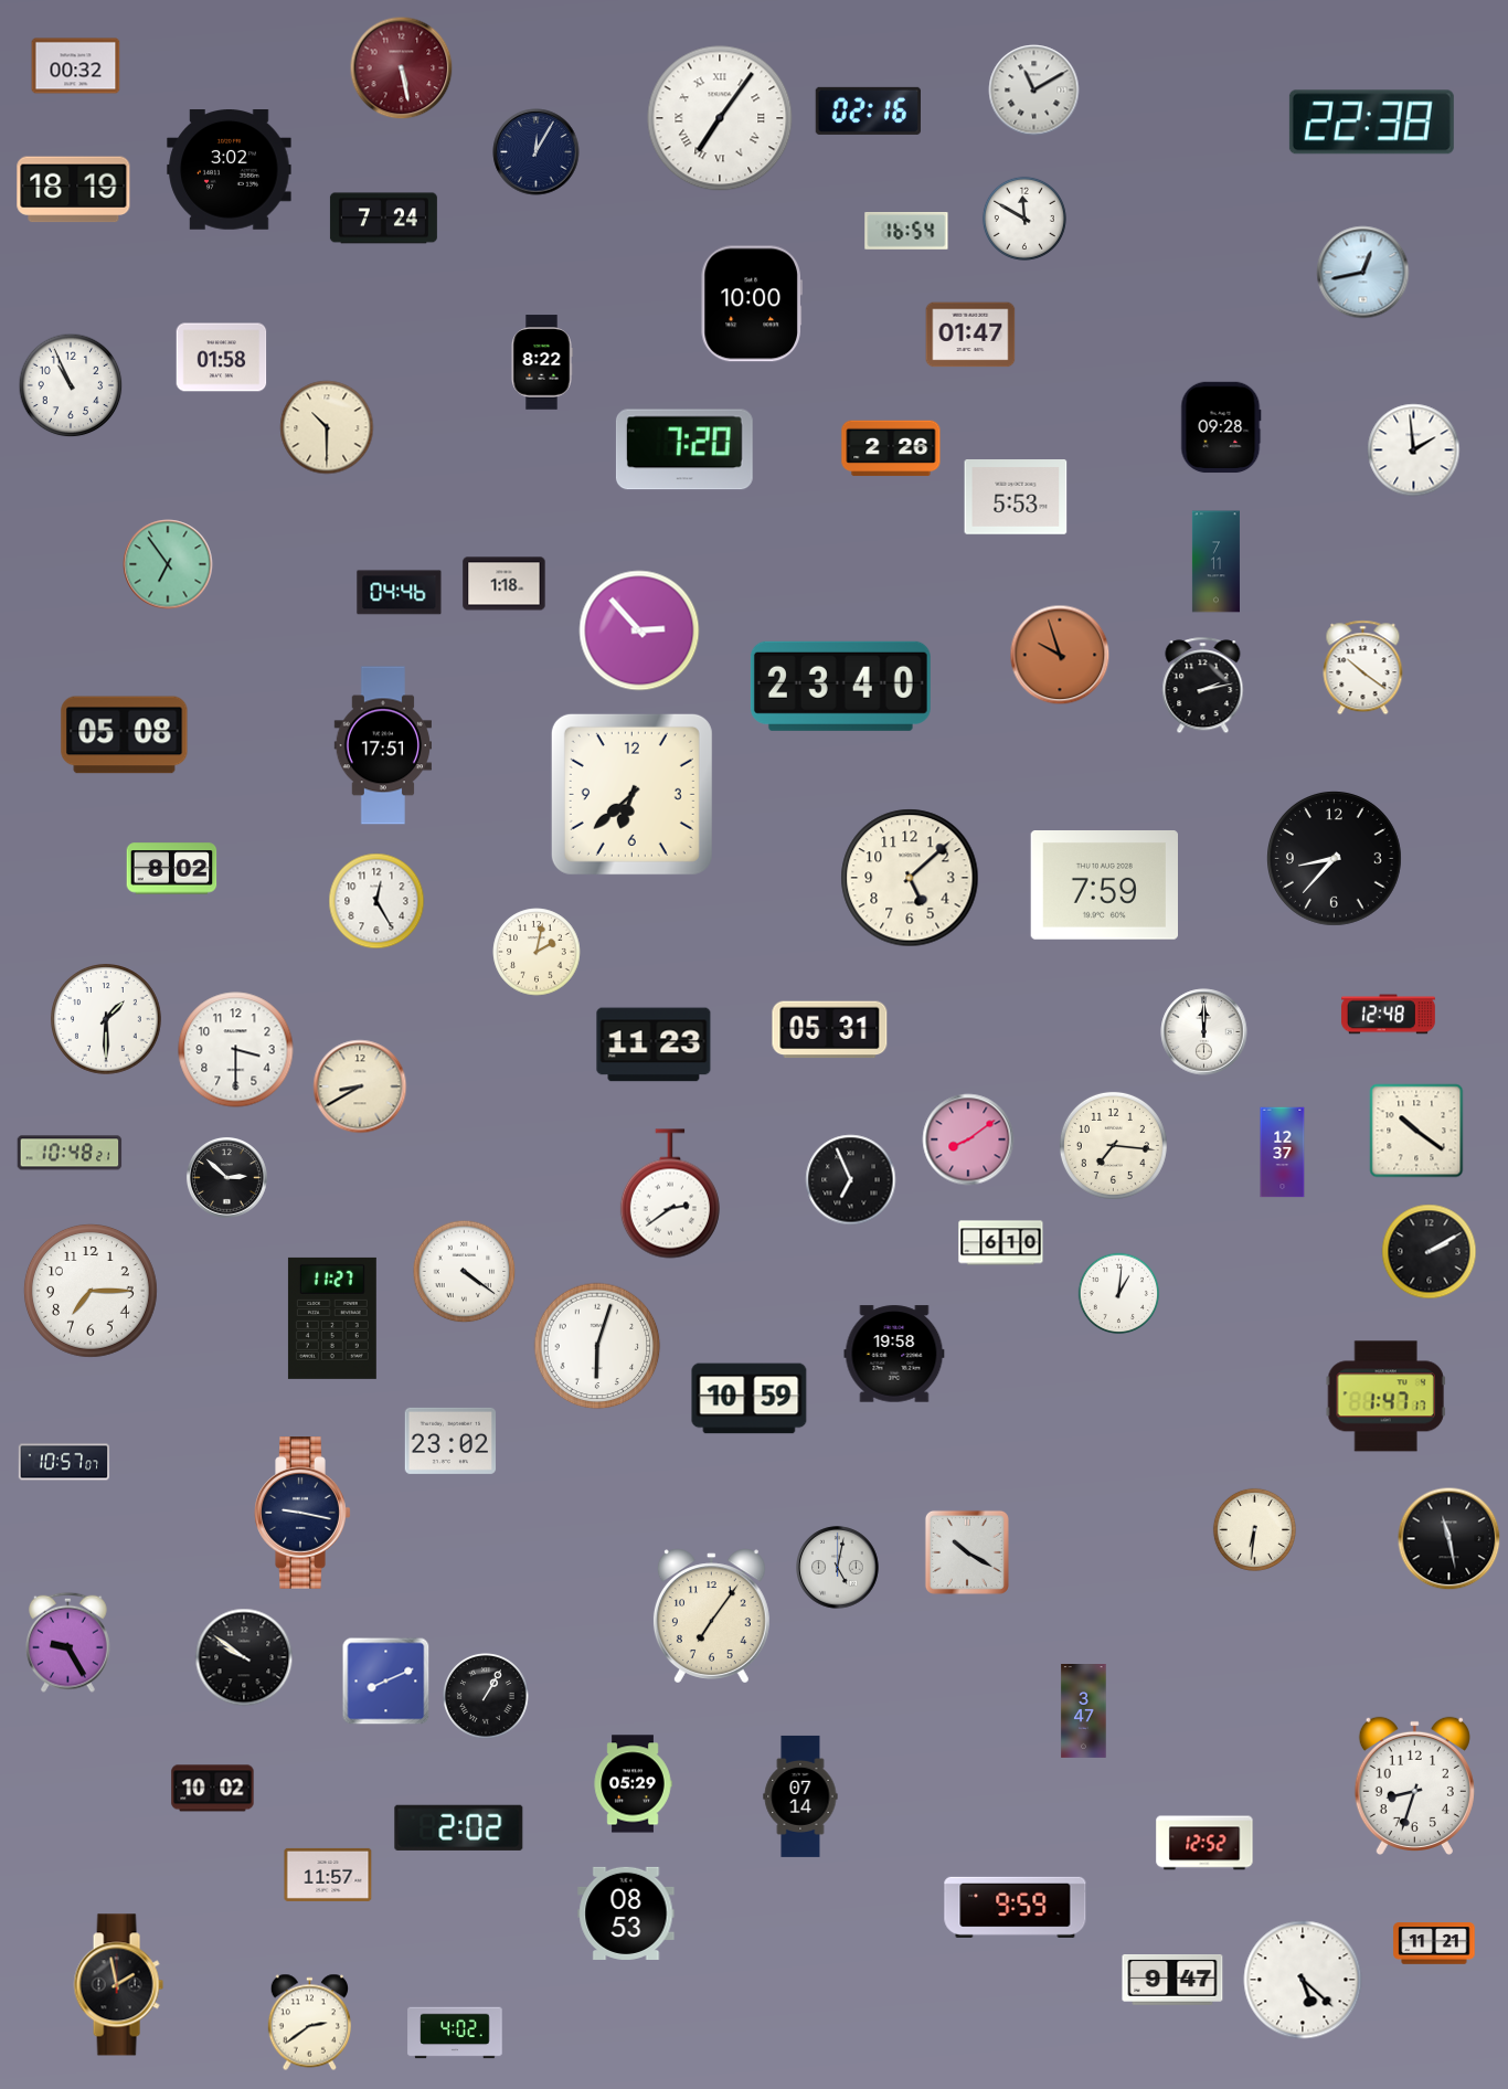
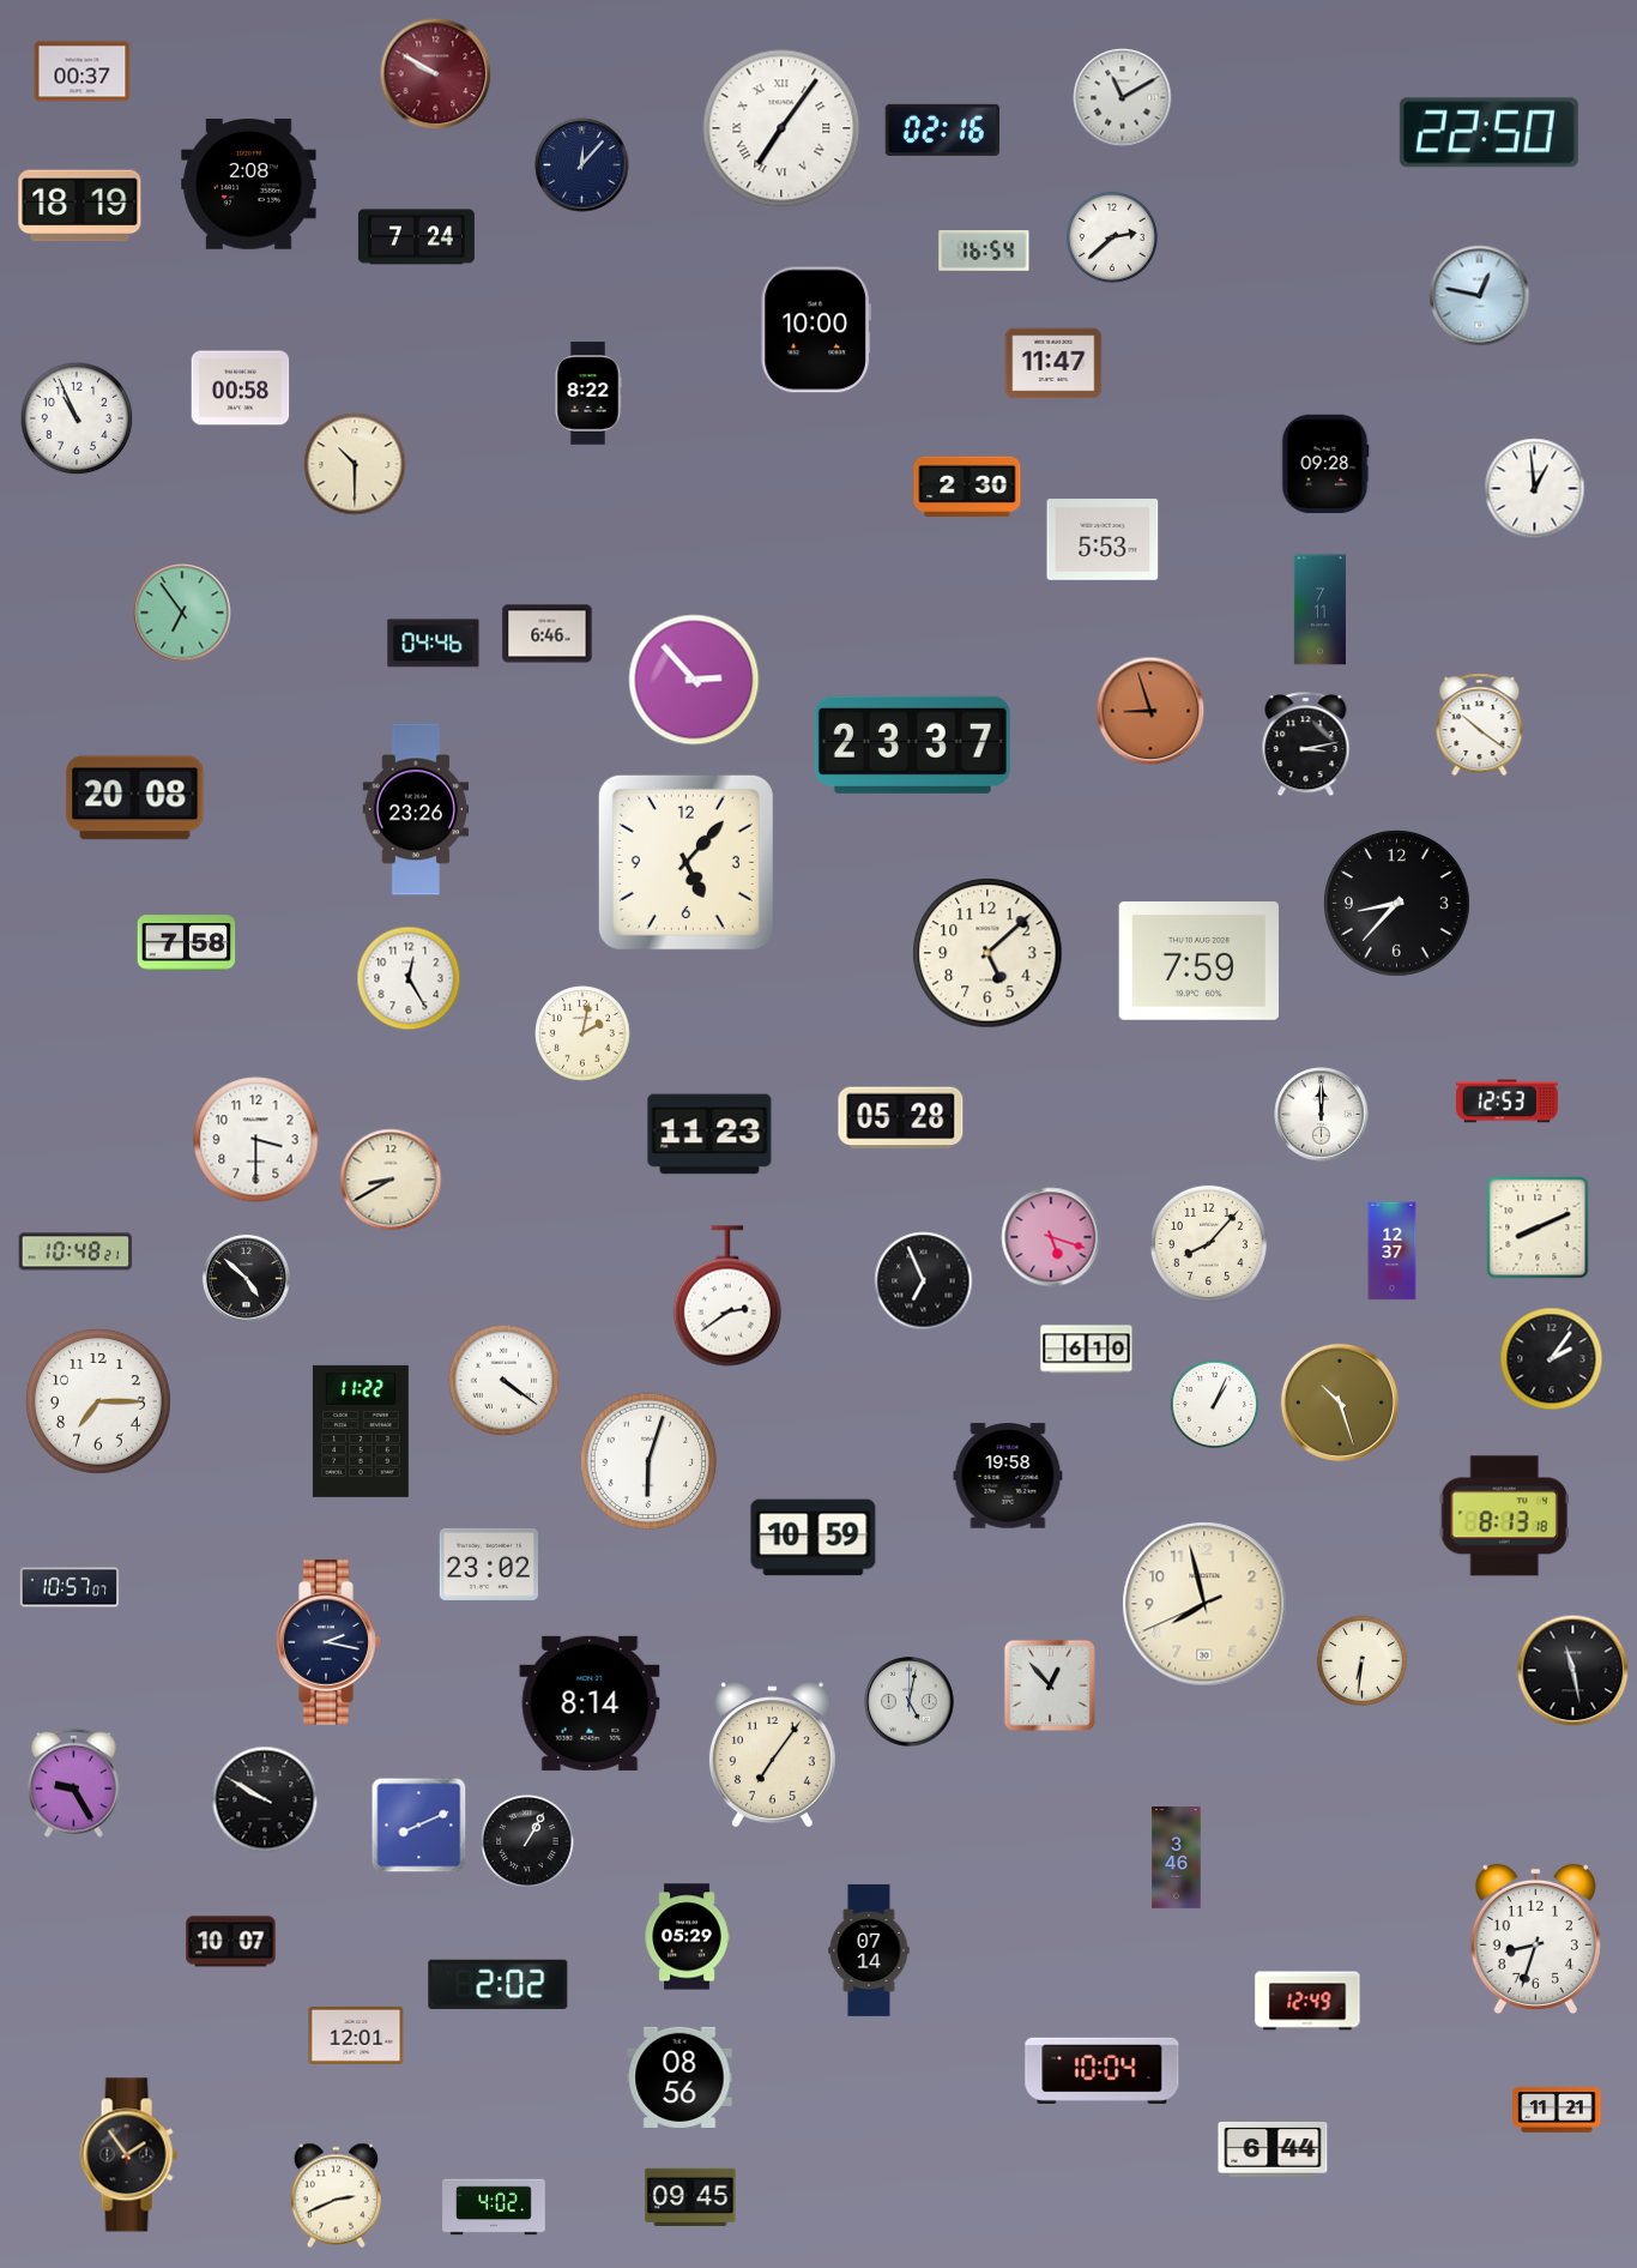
clock at (76, 66): 00:32 -> 00:37
clock at (402, 68): 5:28 -> 9:50
clock at (868, 110) position: (868, 110) -> (942, 129)
clock at (1371, 123): 22:38 -> 22:50
clock at (537, 152): 12:05 -> 12:07
clock at (230, 170): 3:02 -> 2:08
clock at (1024, 219): 11:50 -> 2:38
clock at (1363, 273): 12:43 -> 12:47
clock at (970, 335): 01:47 -> 11:47
clock at (222, 358): 01:58 -> 00:58
clock at (891, 448): 2:26 -> 2:30
clock at (684, 449): 7:20 -> none
clock at (1414, 450): 1:59 -> 12:59
clock at (505, 584): 1:18 -> 6:46
clock at (639, 630) position: (639, 630) -> (694, 680)
clock at (1060, 655): 9:57 -> 8:57
clock at (840, 686): 23:40 -> 23:37
clock at (1203, 686): 2:13 -> 3:13
clock at (125, 735): 05:08 -> 20:08
clock at (382, 745): 17:51 -> 23:26
clock at (631, 794): 6:38 -> 5:07
clock at (1335, 859) position: (1335, 859) -> (1397, 904)
clock at (172, 869): 8:02 -> 7:58
clock at (1389, 1015): 12:48 -> 12:53
clock at (107, 1020): 1:30 -> none
clock at (830, 1030): 05:31 -> 05:28
clock at (1204, 1032) position: (1204, 1032) -> (1322, 1115)
clock at (1416, 1131): 10:21 -> 8:11
clock at (968, 1139): 8:09 -> 5:18
clock at (1113, 1145): 7:16 -> 8:07
clock at (226, 1177): 2:52 -> 4:52
clock at (1430, 1252): 2:10 -> 2:06
clock at (1340, 1403): none -> 10:27
clock at (1119, 1294): 1:01 -> 1:04
clock at (332, 1318): 11:27 -> 11:22
clock at (894, 1354) position: (894, 1354) -> (1008, 1476)
clock at (1385, 1397): 1:47 -> 8:13
clock at (750, 1399) position: (750, 1399) -> (814, 1538)
clock at (1204, 1604): none -> 7:57
clock at (302, 1513): 9:17 -> 2:17
clock at (967, 1552): 10:20 -> 12:53
clock at (590, 1703): none -> 8:14
clock at (244, 1657): 9:51 -> 9:50
clock at (1084, 1711): 3:47 -> 3:46
clock at (213, 1789): 10:02 -> 10:07
clock at (1204, 1843): 12:52 -> 12:49
clock at (328, 1875): 11:57 -> 12:01
clock at (1016, 1907): 9:59 -> 10:04
clock at (626, 1913): 08:53 -> 08:56
clock at (1303, 1980): 5:22 -> none
clock at (1172, 1981): 9:47 -> 6:44
clock at (118, 1985): 1:58 -> 1:54
clock at (309, 2023): 2:39 -> 2:41
clock at (690, 2197): none -> 09:45
